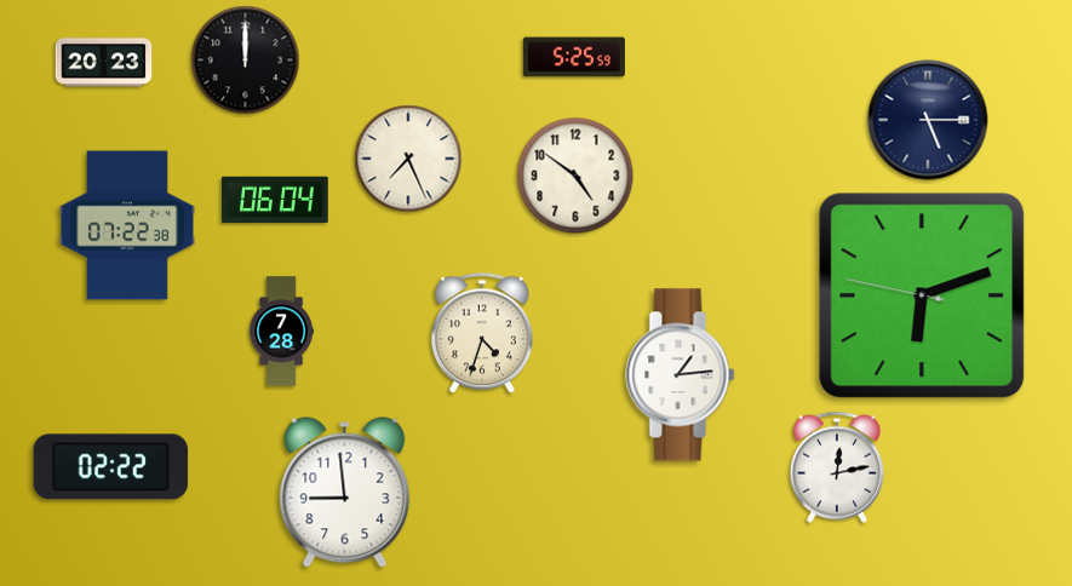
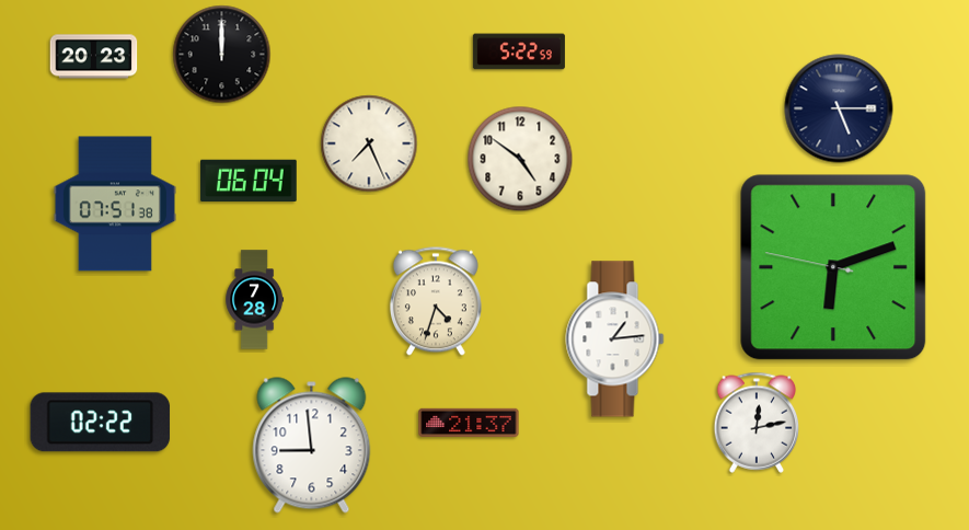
clock at (574, 57): 5:25 -> 5:22
clock at (127, 225): 07:22 -> 07:51
clock at (469, 423): none -> 21:37
